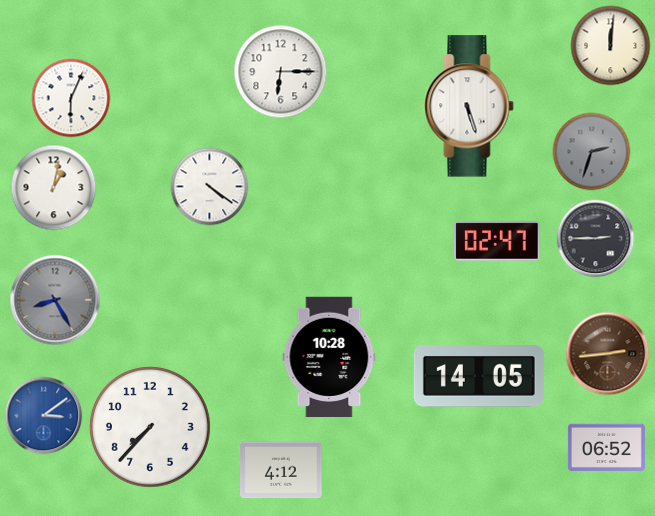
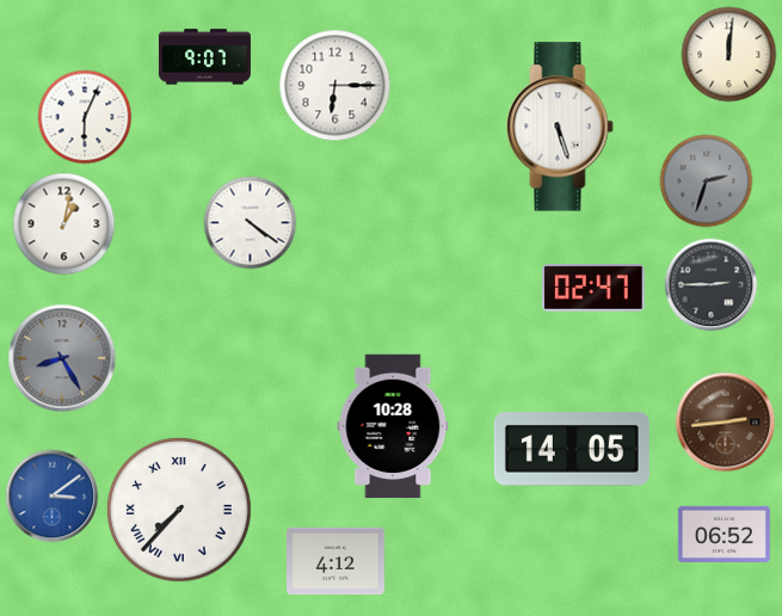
clock at (204, 57): none -> 9:07
clock at (55, 300) position: (55, 300) -> (62, 358)
clock at (151, 428) numerals: Arabic -> Roman
